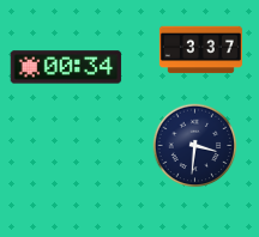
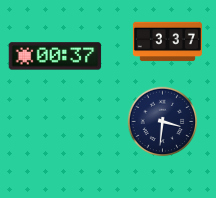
clock at (66, 67): 00:34 -> 00:37
